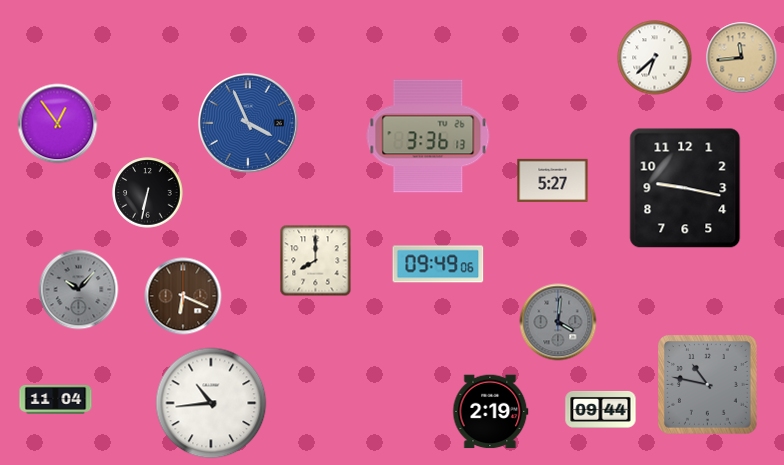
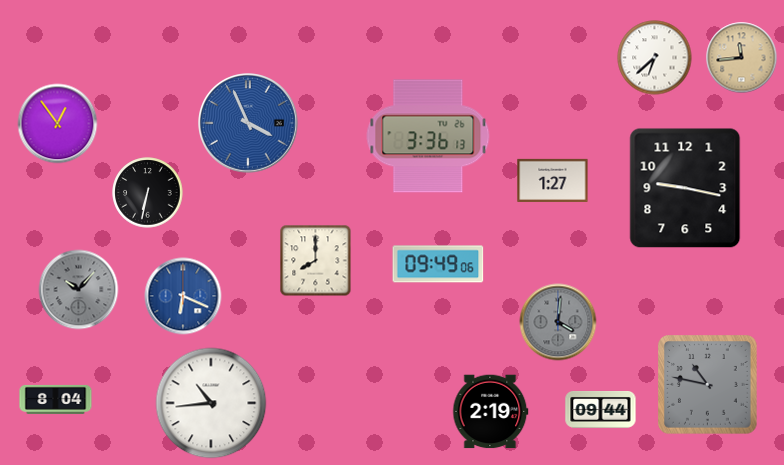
clock at (553, 180): 5:27 -> 1:27
clock at (183, 296) dial: brown -> blue
clock at (56, 399): 11:04 -> 8:04
